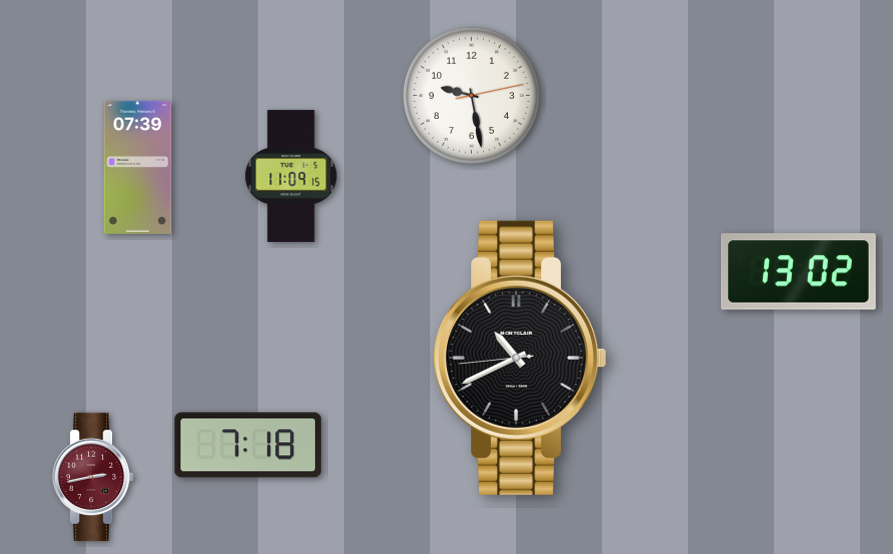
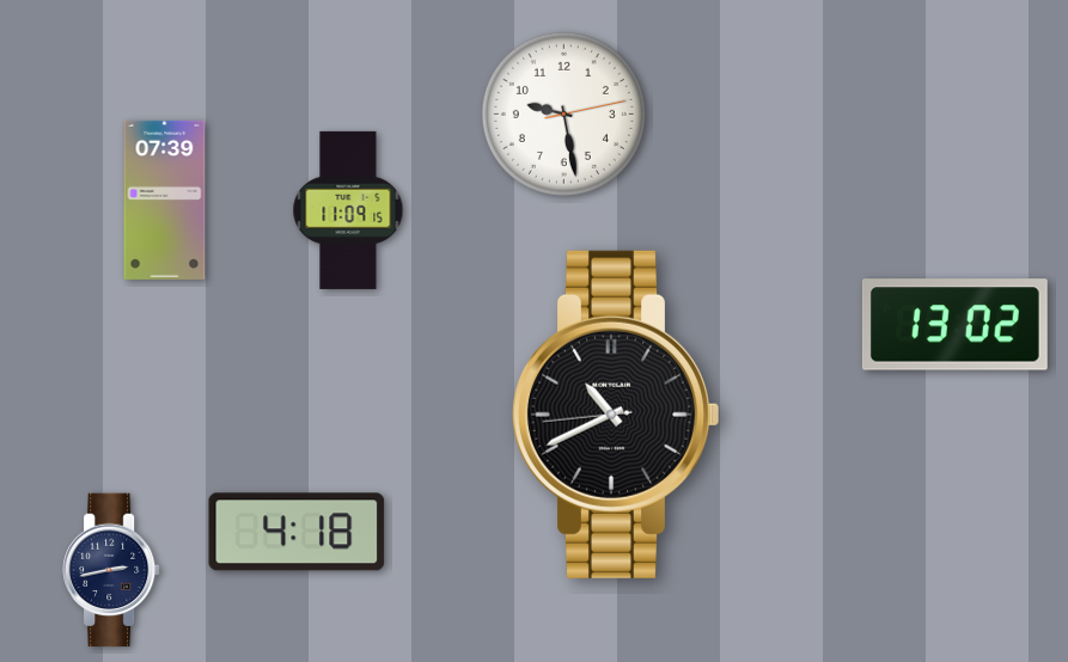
clock at (519, 358) position: (519, 358) -> (615, 415)
clock at (248, 445): 7:18 -> 4:18
clock at (94, 477) dial: burgundy -> navy
